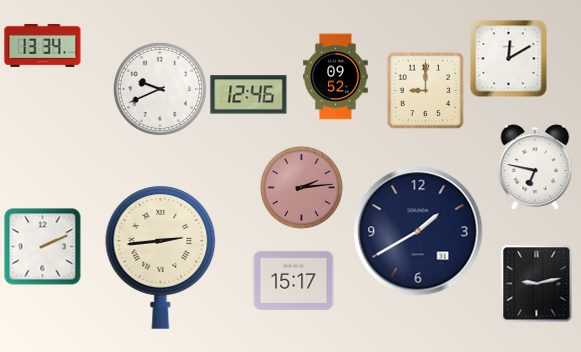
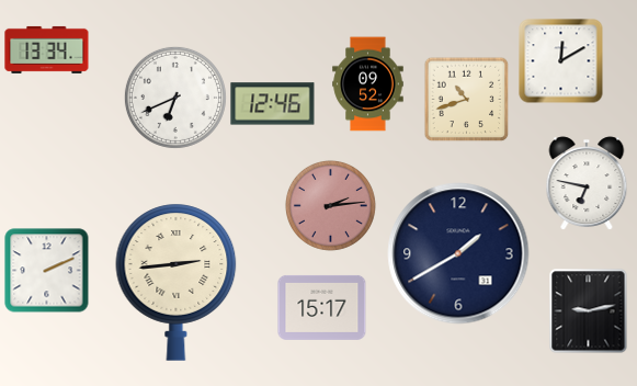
clock at (509, 59) position: (509, 59) -> (561, 61)
clock at (160, 89): 9:41 -> 6:41
clock at (425, 90): 9:00 -> 10:42
